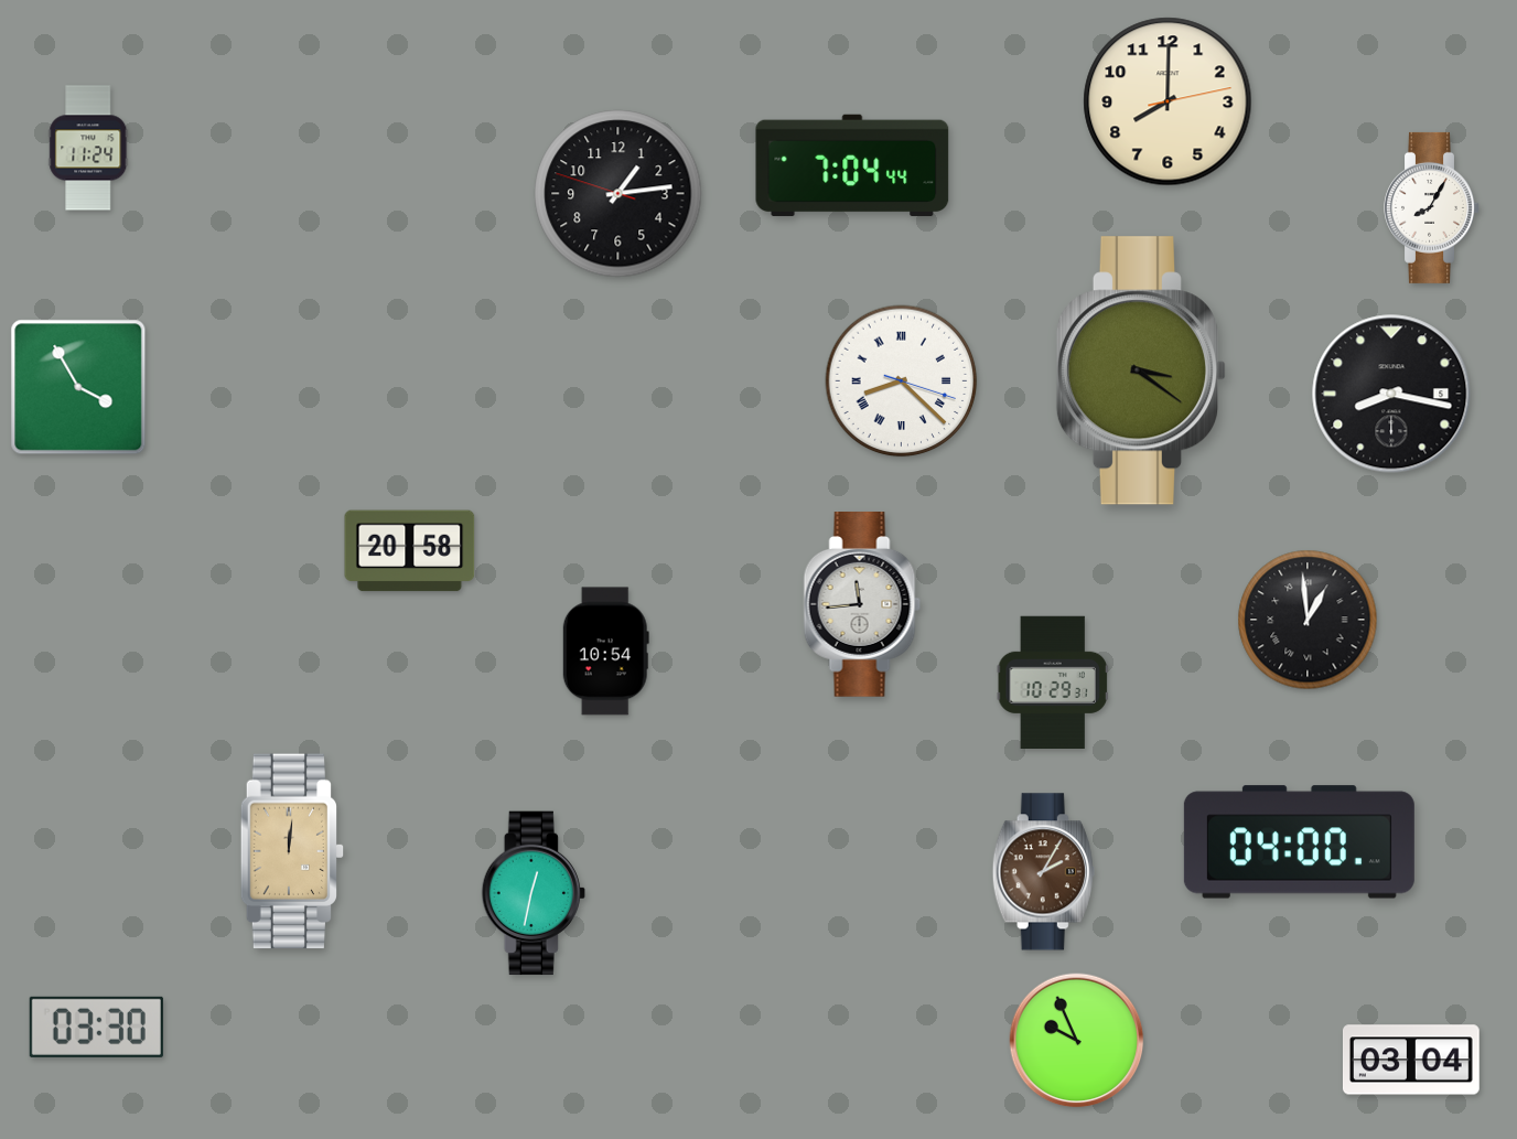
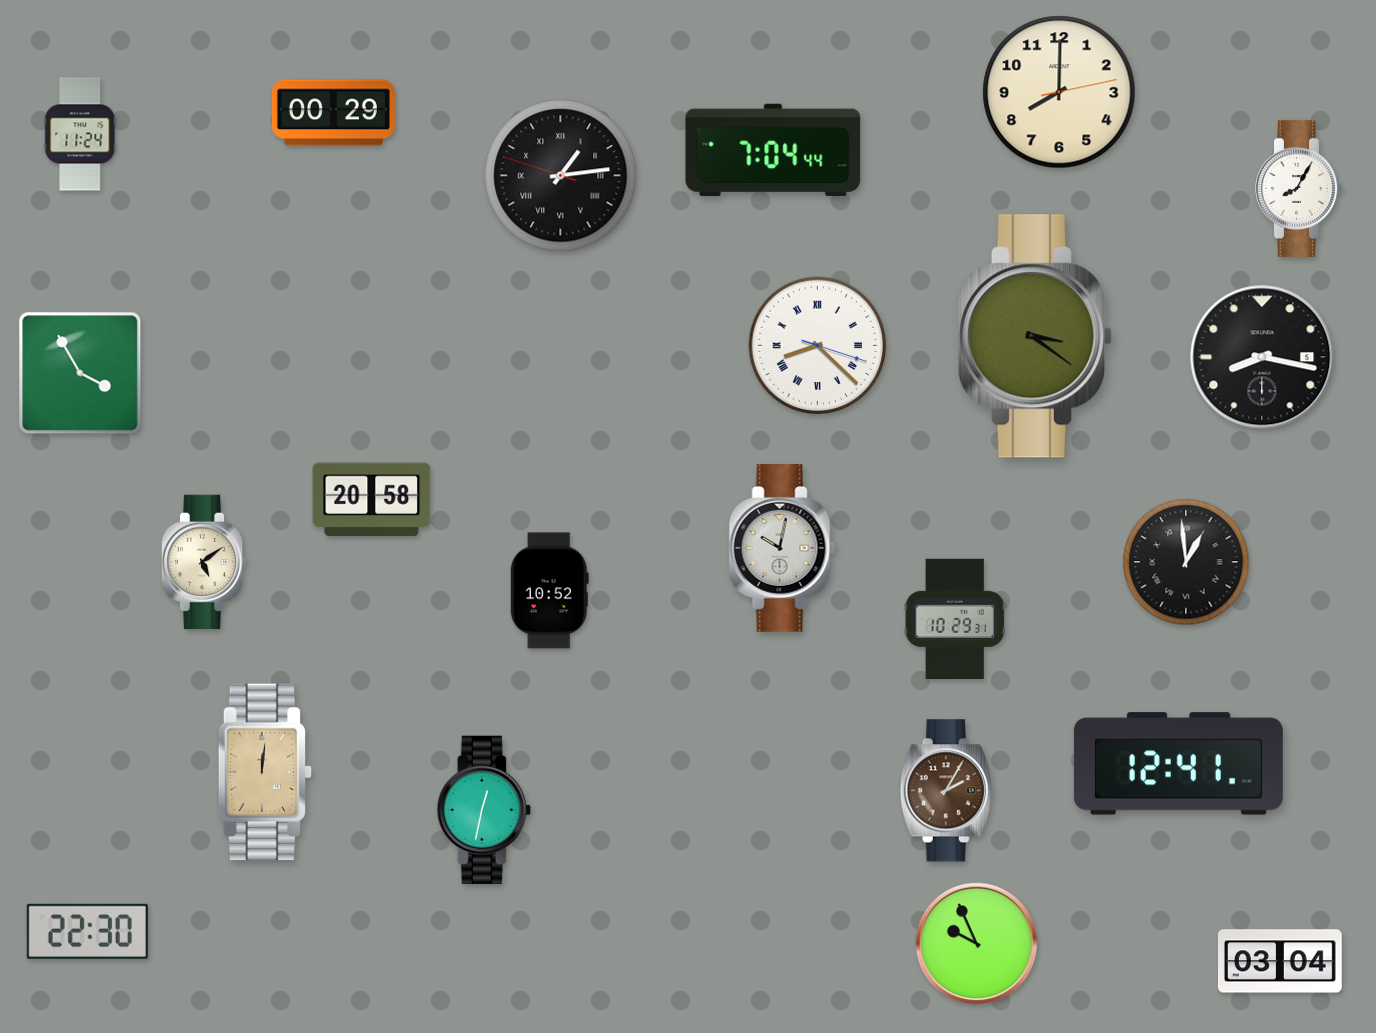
clock at (333, 113): none -> 00:29
clock at (618, 194) numerals: Arabic -> Roman
clock at (78, 387) position: (78, 387) -> (80, 373)
clock at (862, 605): 11:44 -> 10:02
clock at (204, 562): none -> 5:09
clock at (605, 652): 10:54 -> 10:52
clock at (1299, 842): 04:00 -> 12:41
clock at (96, 1027): 03:30 -> 22:30
